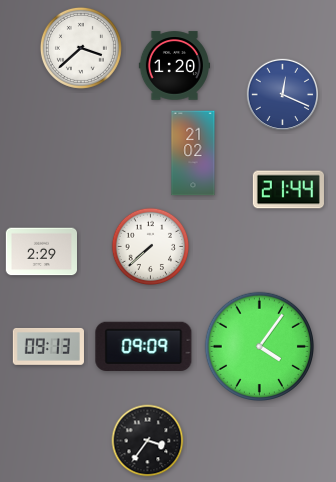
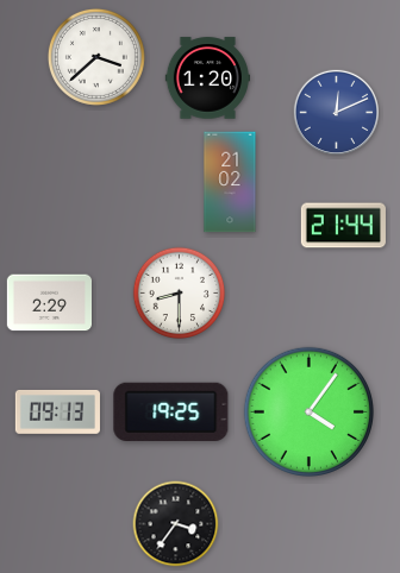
clock at (282, 94): 12:19 -> 12:11
clock at (151, 247): 7:38 -> 8:30
clock at (41, 252) position: (41, 252) -> (49, 303)
clock at (144, 346): 09:09 -> 19:25
